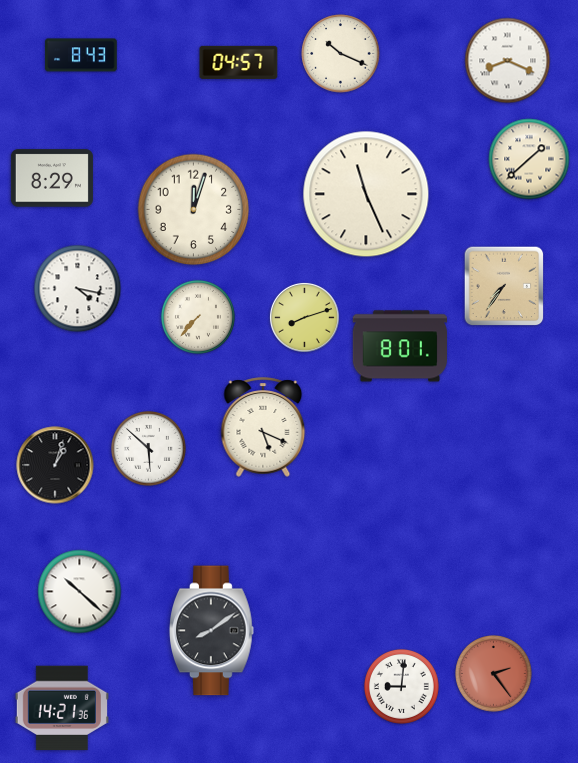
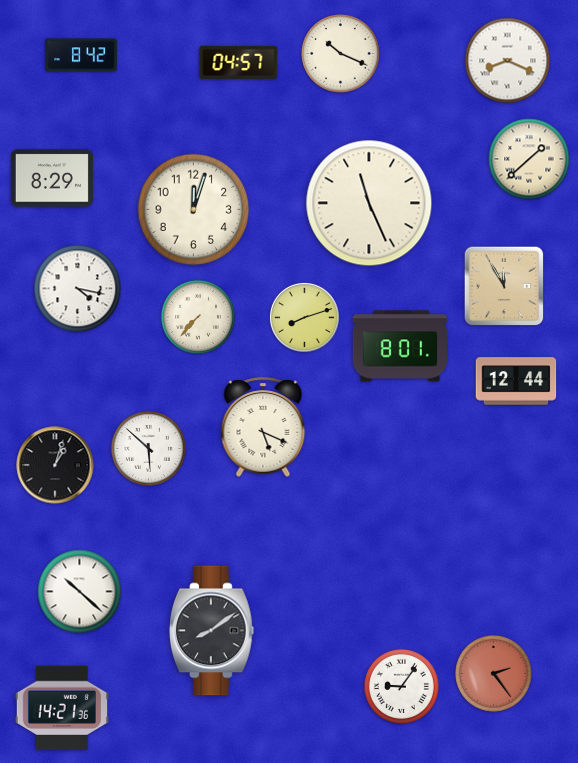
clock at (81, 55): 8:43 -> 8:42
clock at (366, 194) position: (366, 194) -> (369, 203)
clock at (504, 286): 7:36 -> 11:55
clock at (516, 381): none -> 12:44
clock at (401, 686): 9:01 -> 9:06
